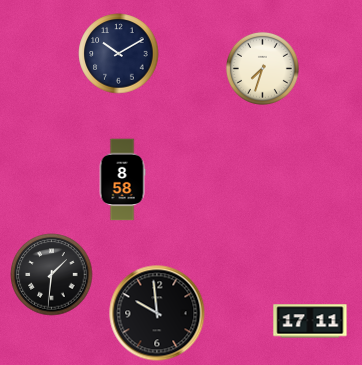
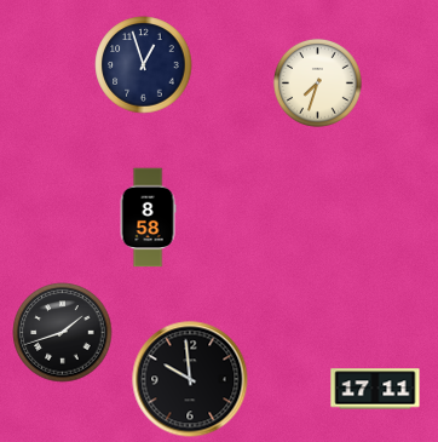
clock at (119, 54): 10:10 -> 12:57
clock at (52, 275): 1:31 -> 1:42
